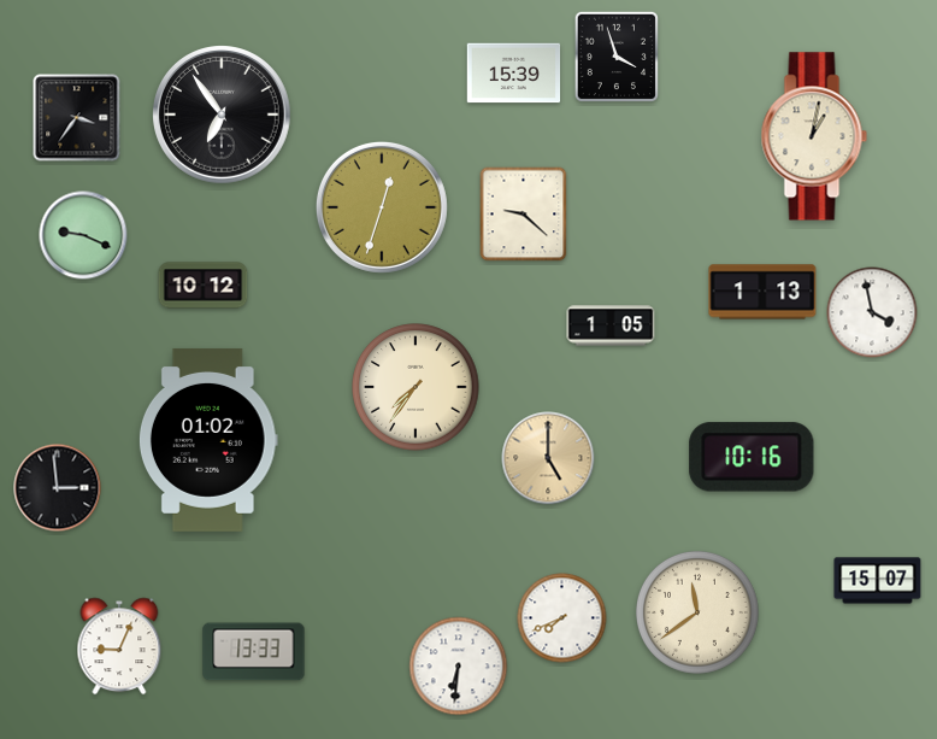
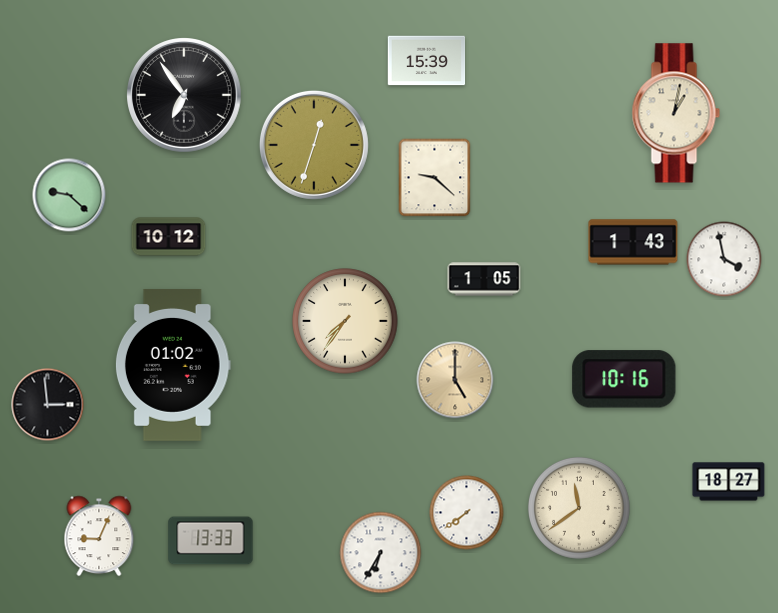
clock at (615, 55): 3:57 -> none
clock at (77, 118): 3:36 -> none
clock at (382, 207) position: (382, 207) -> (314, 145)
clock at (83, 235): 9:19 -> 9:22
clock at (762, 292): 1:13 -> 1:43
clock at (611, 325) position: (611, 325) -> (484, 279)
clock at (878, 581): 15:07 -> 18:27
clock at (562, 618): 7:41 -> 7:39
clock at (459, 667): 6:31 -> 6:35
